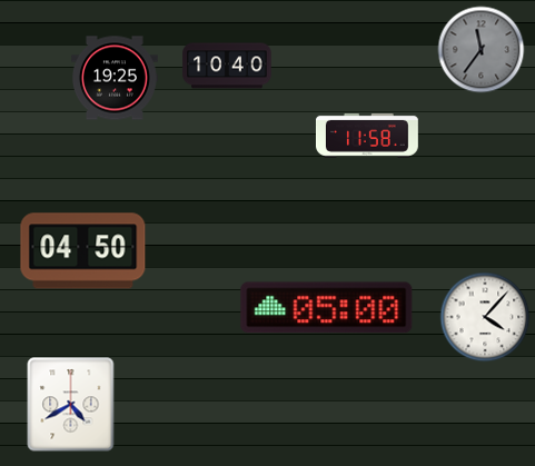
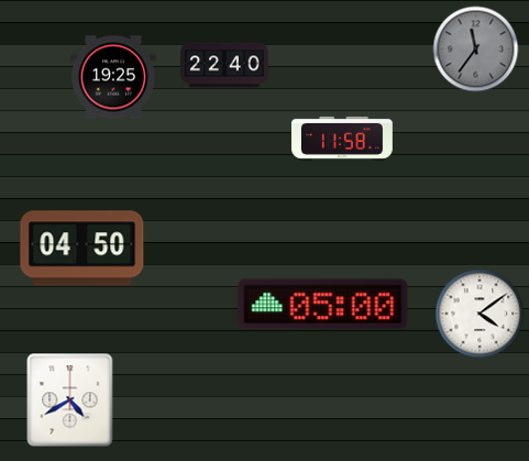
clock at (227, 66): 10:40 -> 22:40
clock at (367, 136) position: (367, 136) -> (342, 139)
clock at (485, 317): 4:07 -> 4:09
